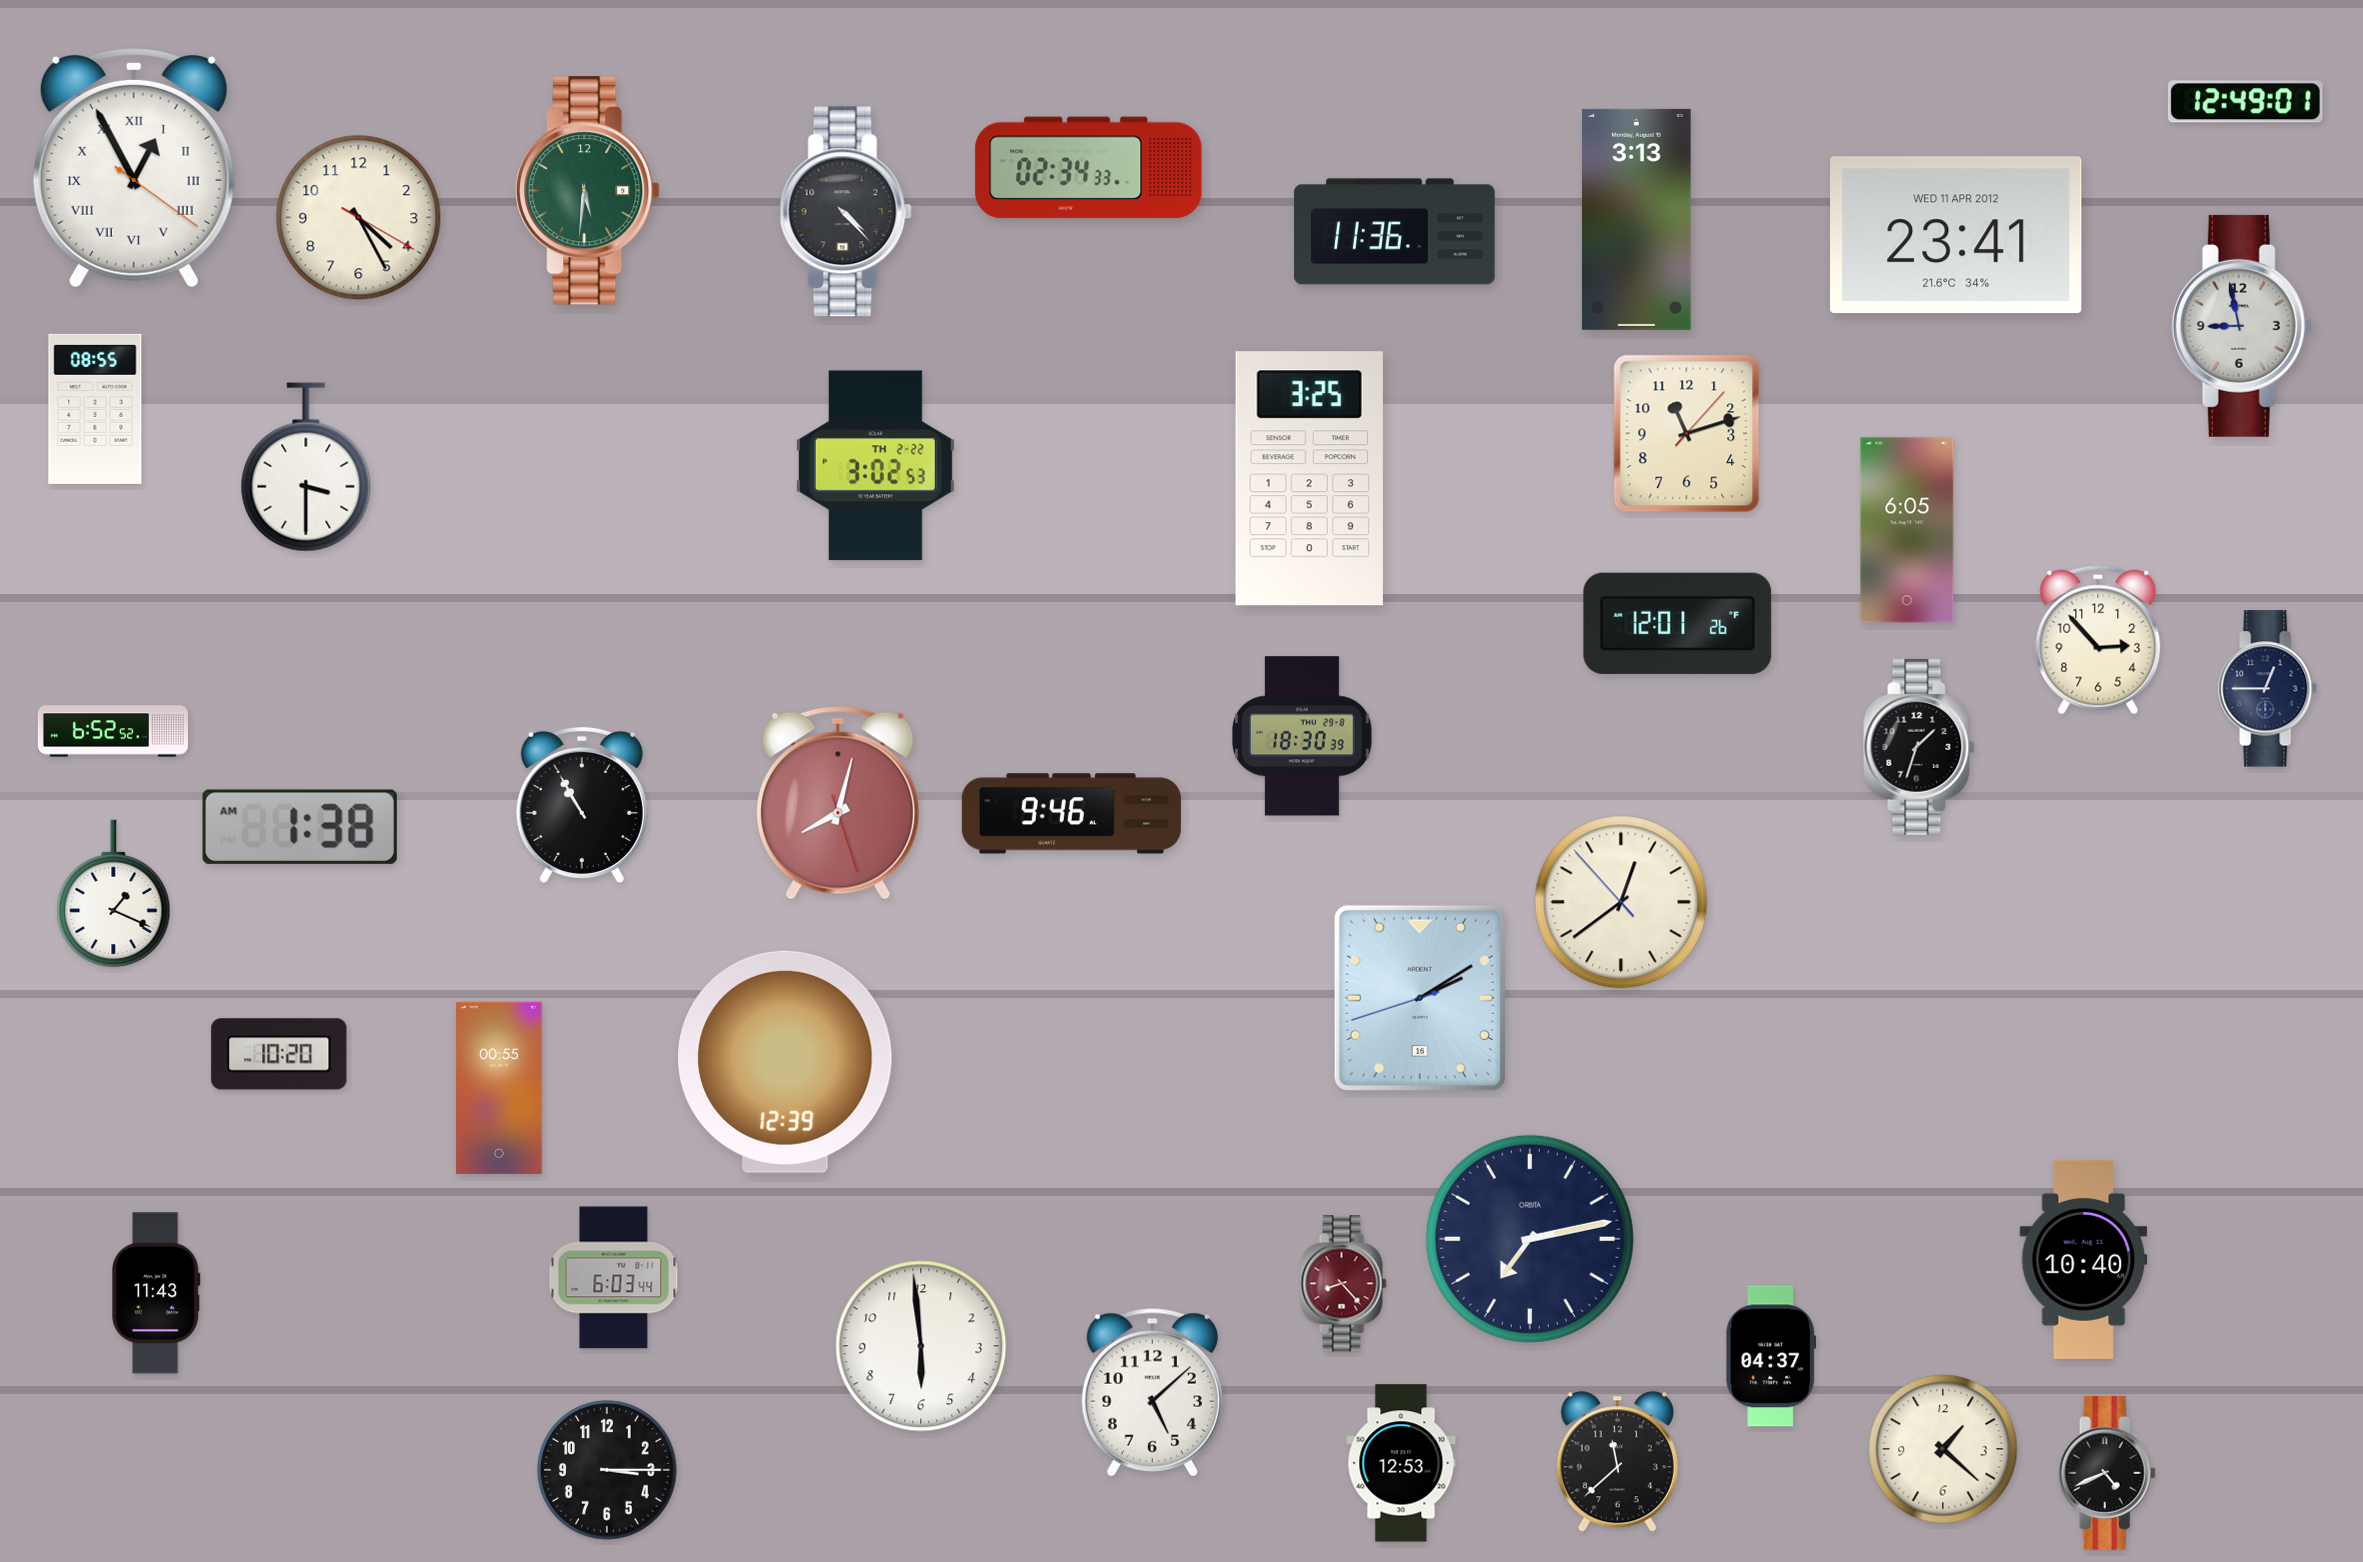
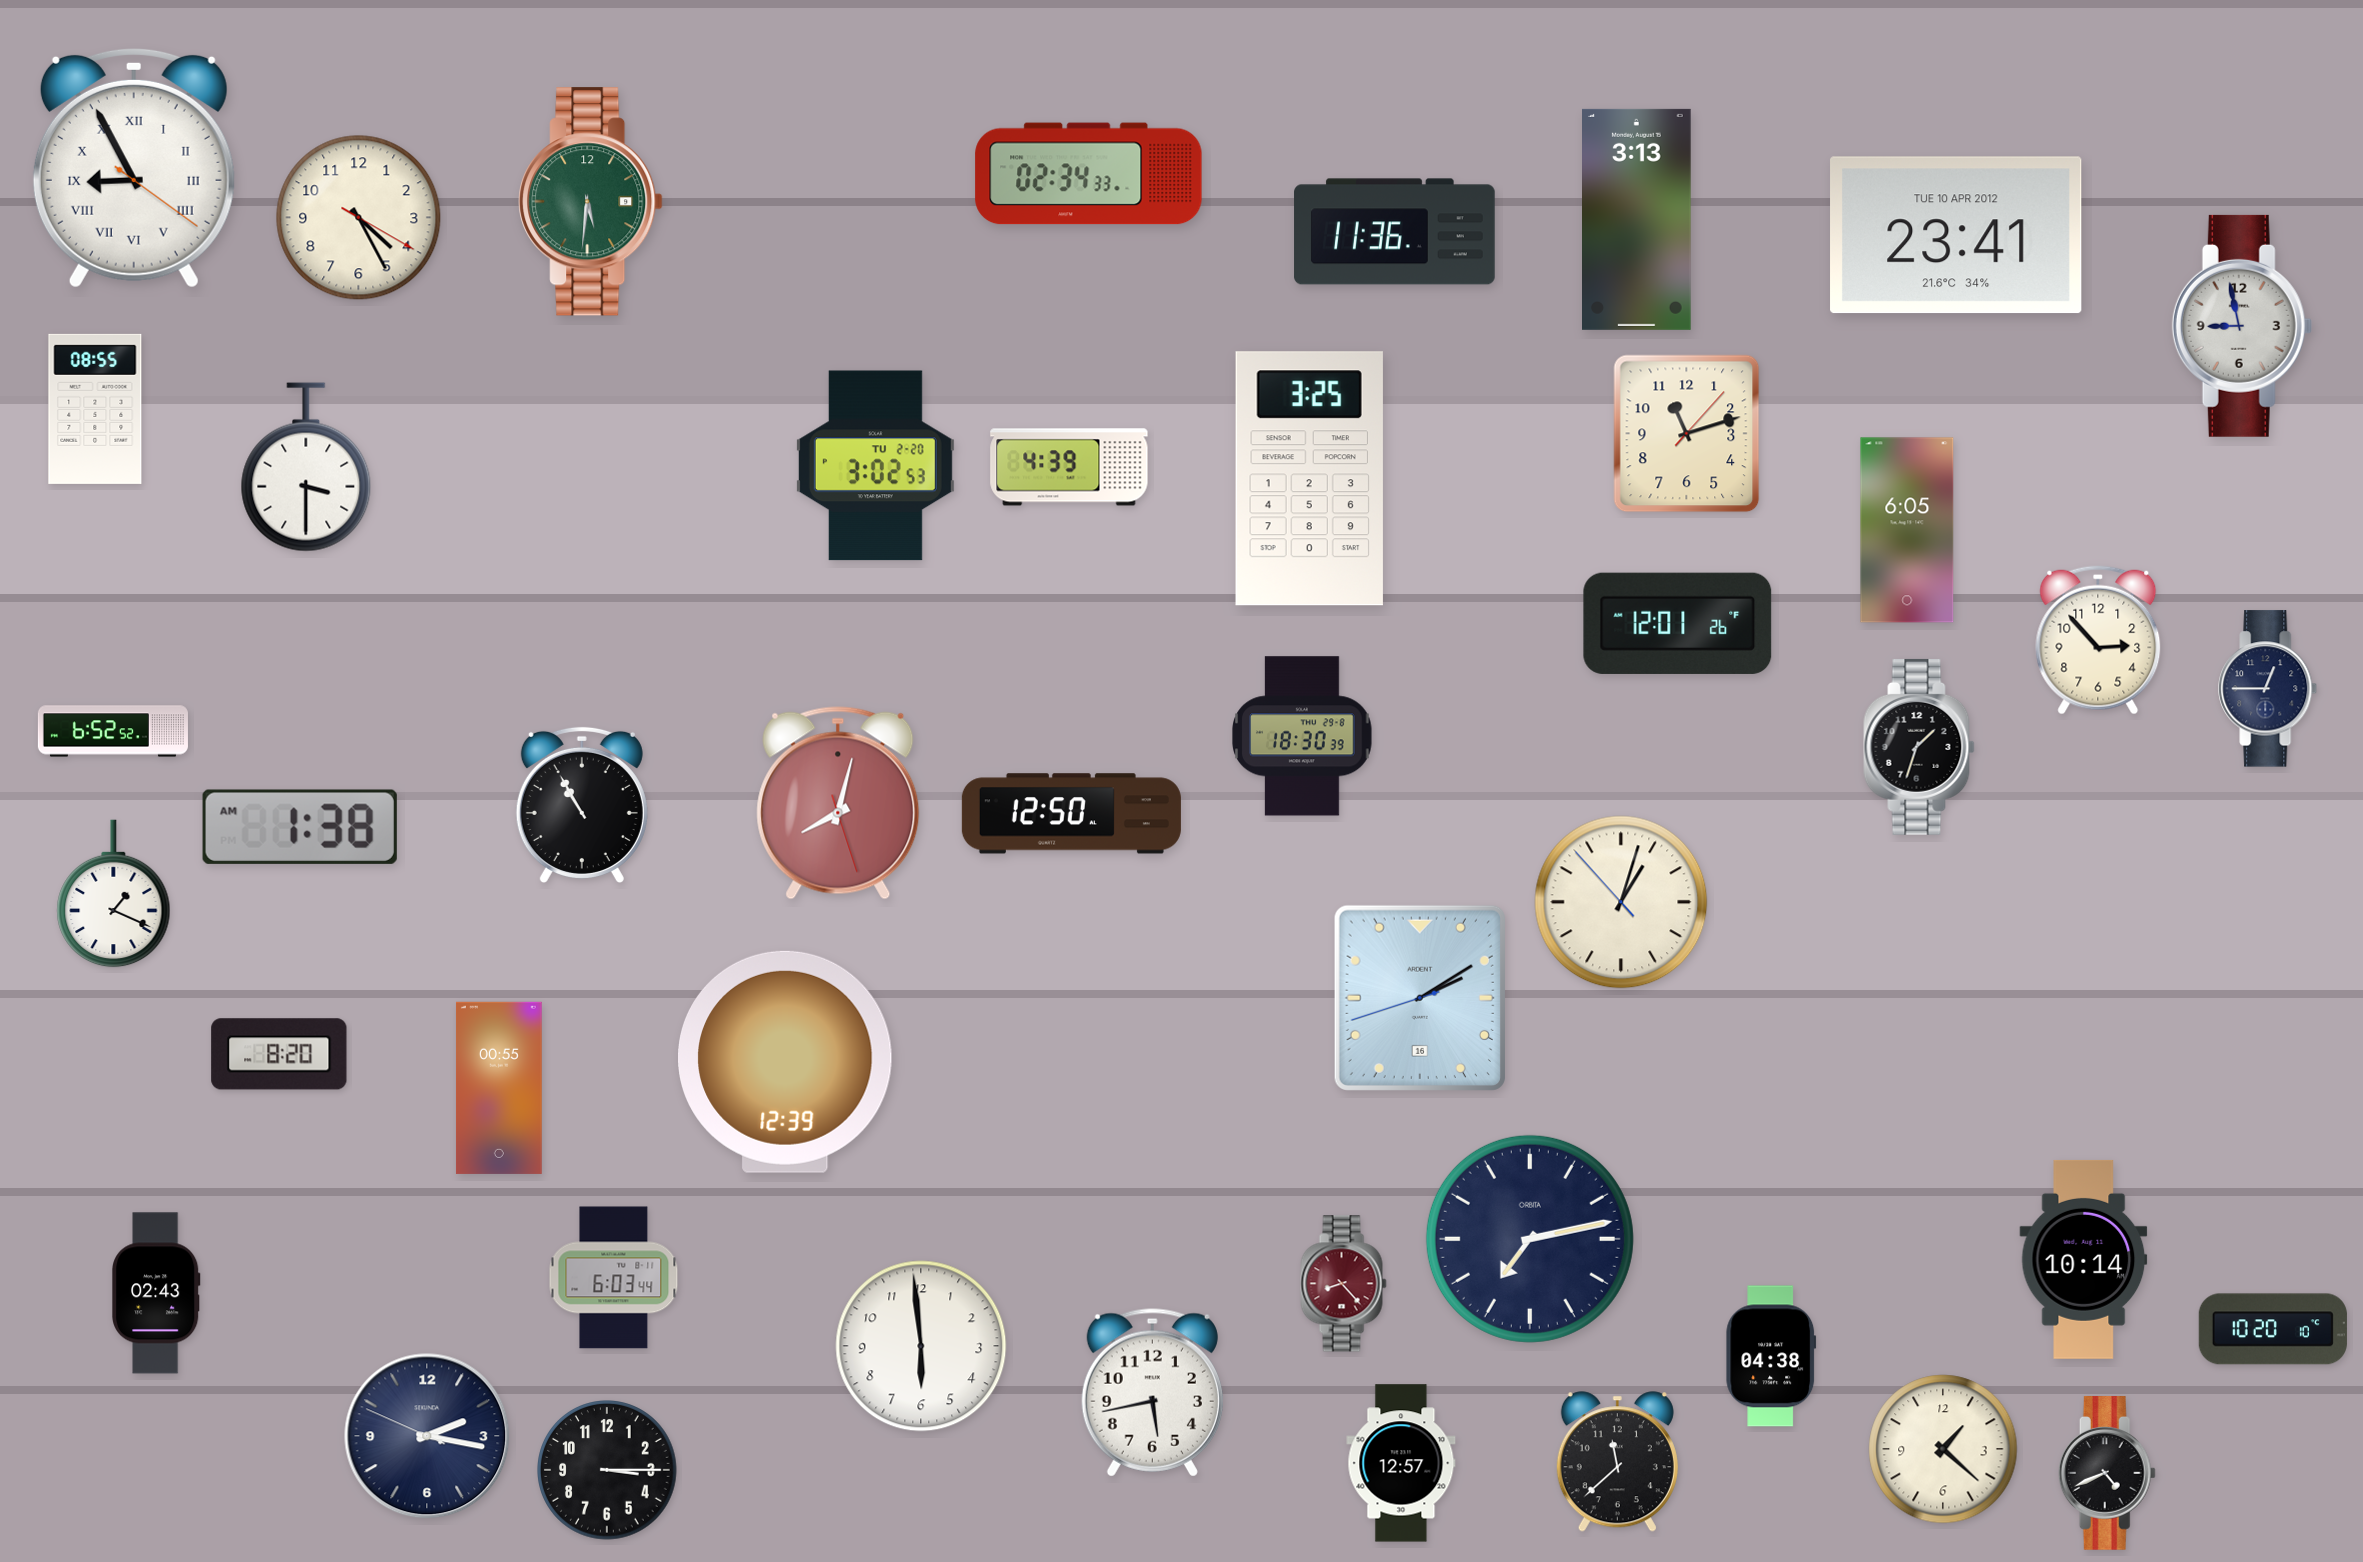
clock at (2245, 102): 12:49 -> none
clock at (134, 168): 12:55 -> 8:55
clock at (1089, 168) position: (1089, 168) -> (1089, 174)
clock at (588, 191) position: (588, 191) -> (591, 202)
clock at (845, 212): 4:23 -> none
clock at (1956, 235) date: WED 11 APR 2012 -> TUE 10 APR 2012
clock at (875, 466) date: TH 2-22 -> TU 2-20
clock at (1069, 467): none -> 4:39
clock at (1071, 814): 9:46 -> 12:50
clock at (1621, 902): 12:38 -> 1:02
clock at (279, 1054): 10:20 -> 8:20
clock at (2084, 1259): 10:40 -> 10:14
clock at (156, 1293): 11:43 -> 02:43
clock at (2273, 1329): none -> 10:20
clock at (1771, 1356): 04:37 -> 04:38
clock at (1152, 1393): 5:08 -> 5:43
clock at (427, 1436): none -> 2:16
clock at (1401, 1463): 12:53 -> 12:57
